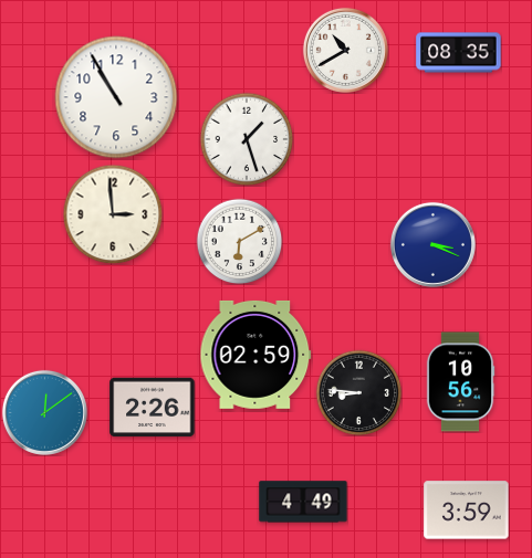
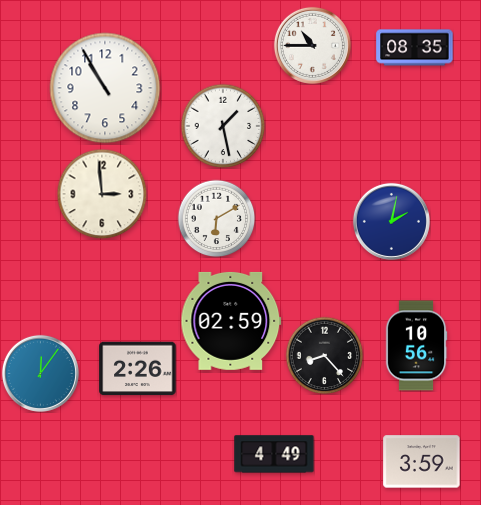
clock at (345, 50): 10:40 -> 10:45
clock at (247, 139): 1:27 -> 1:28
clock at (432, 244): 3:19 -> 2:02
clock at (358, 392): 8:46 -> 8:23
clock at (44, 412): 12:09 -> 12:06
